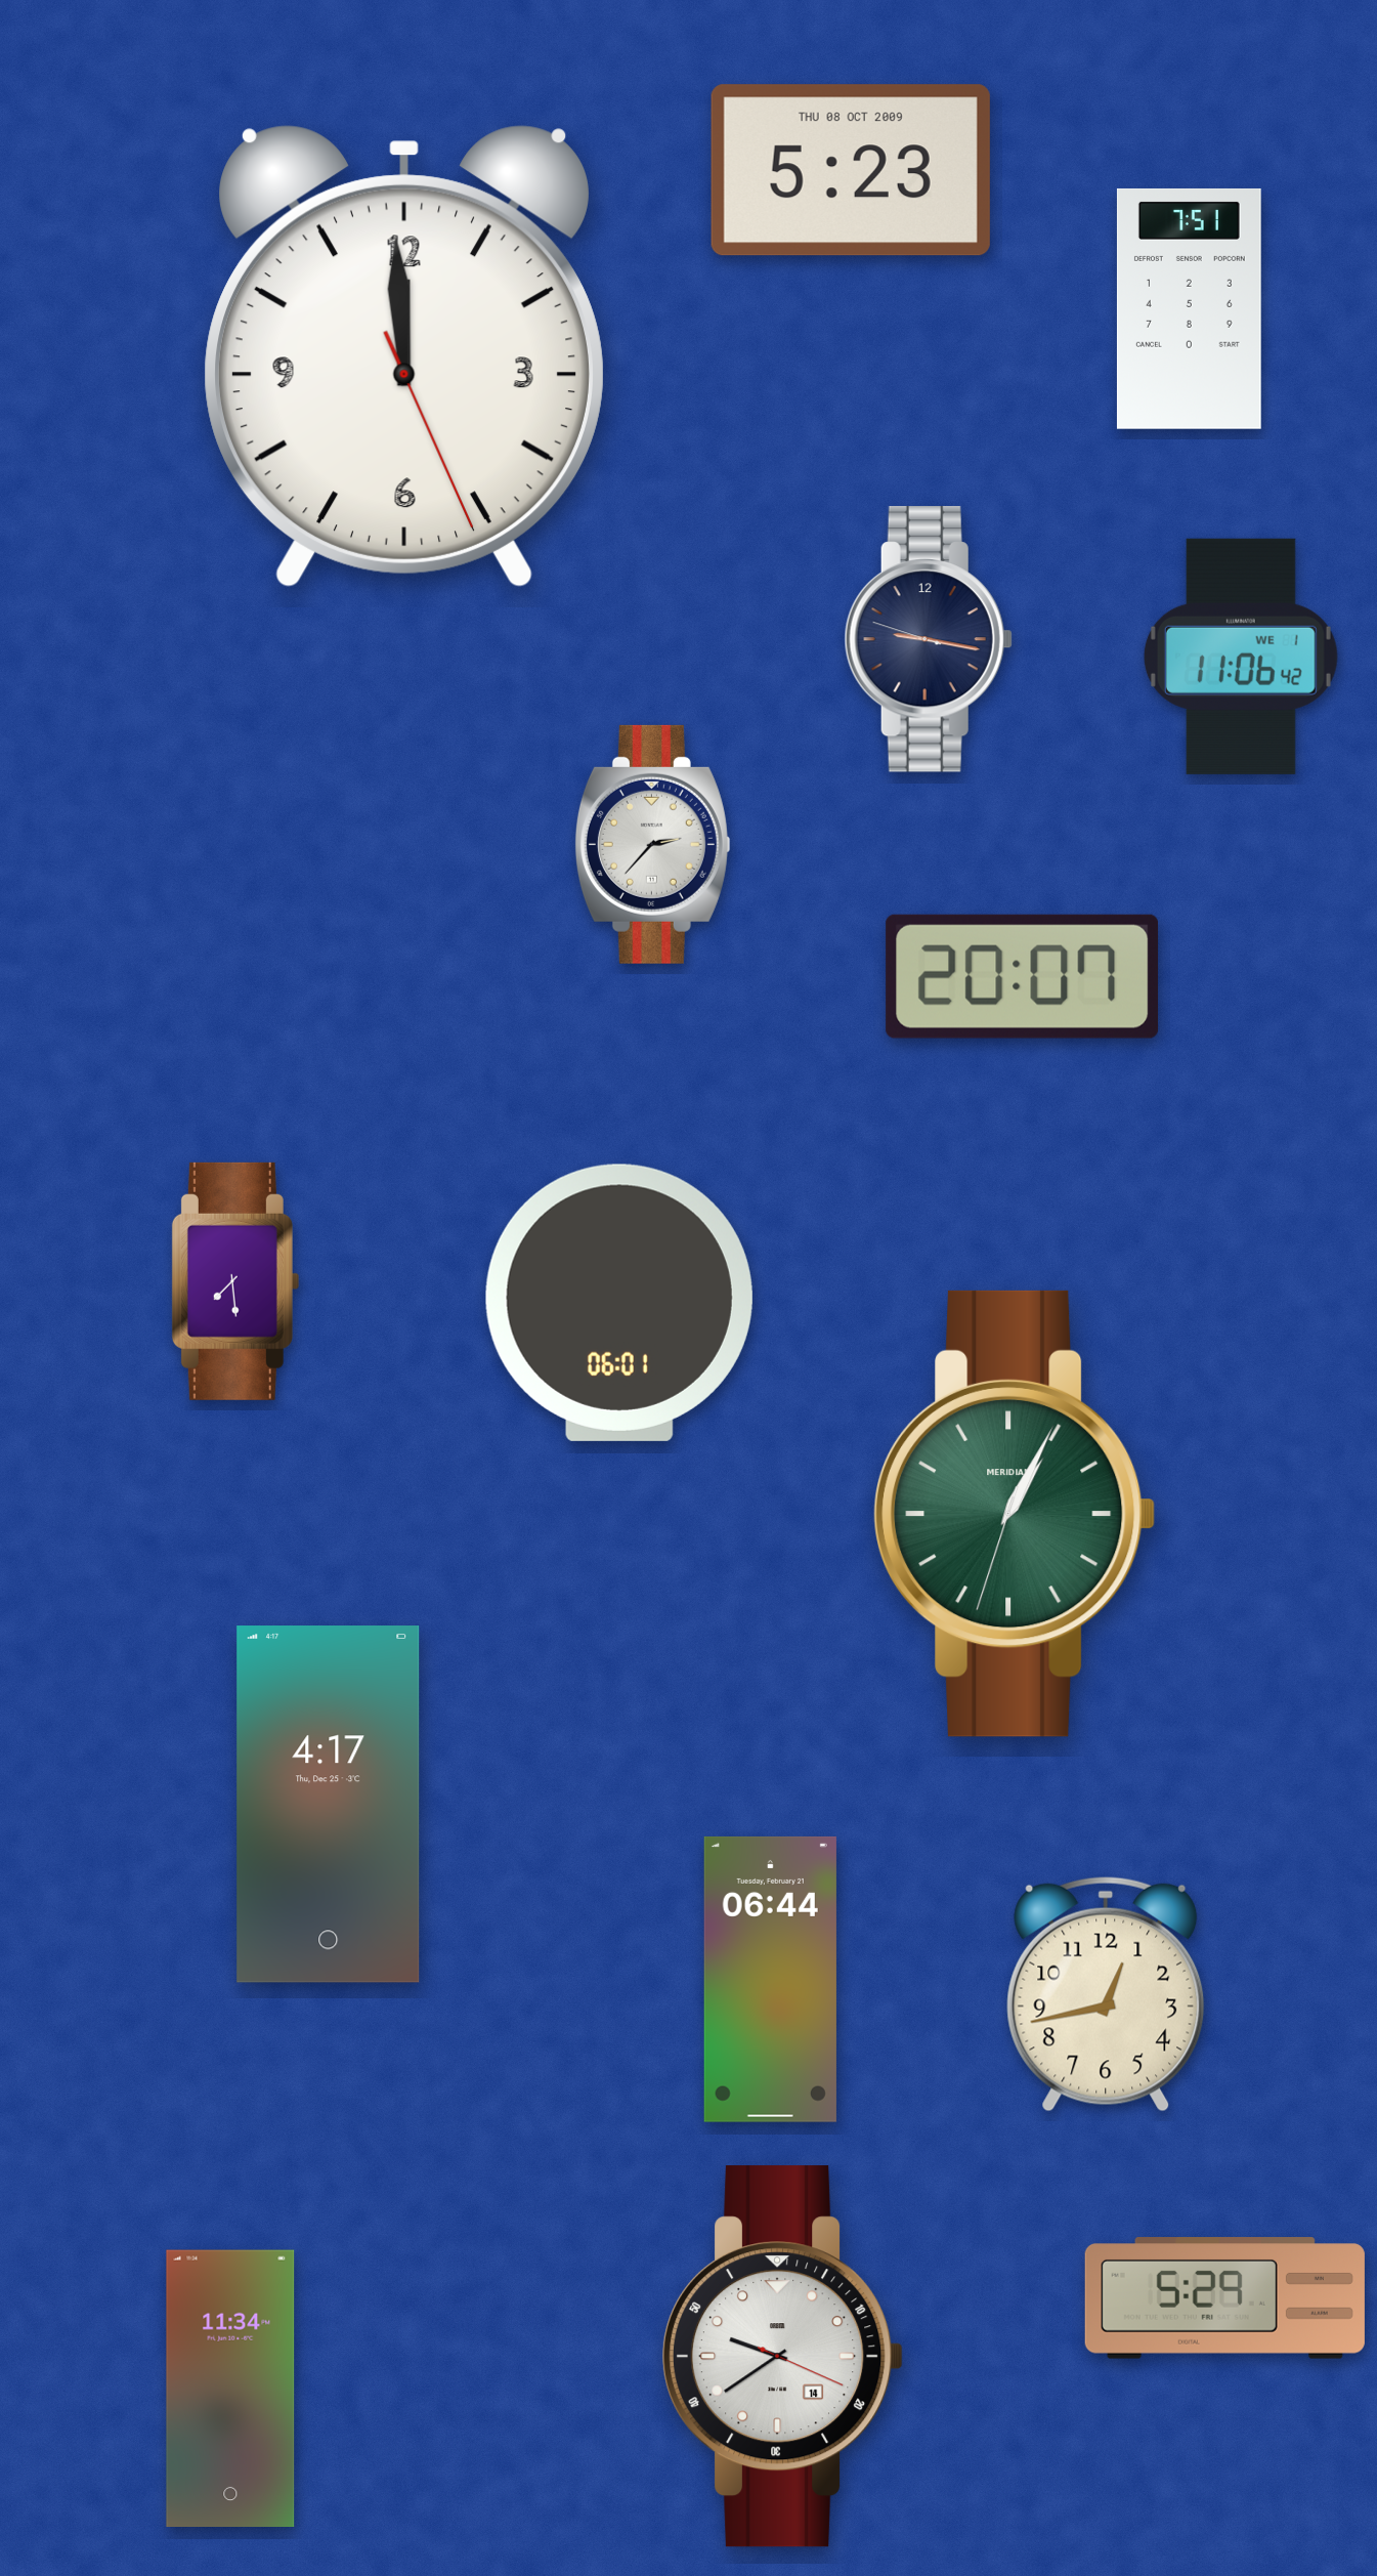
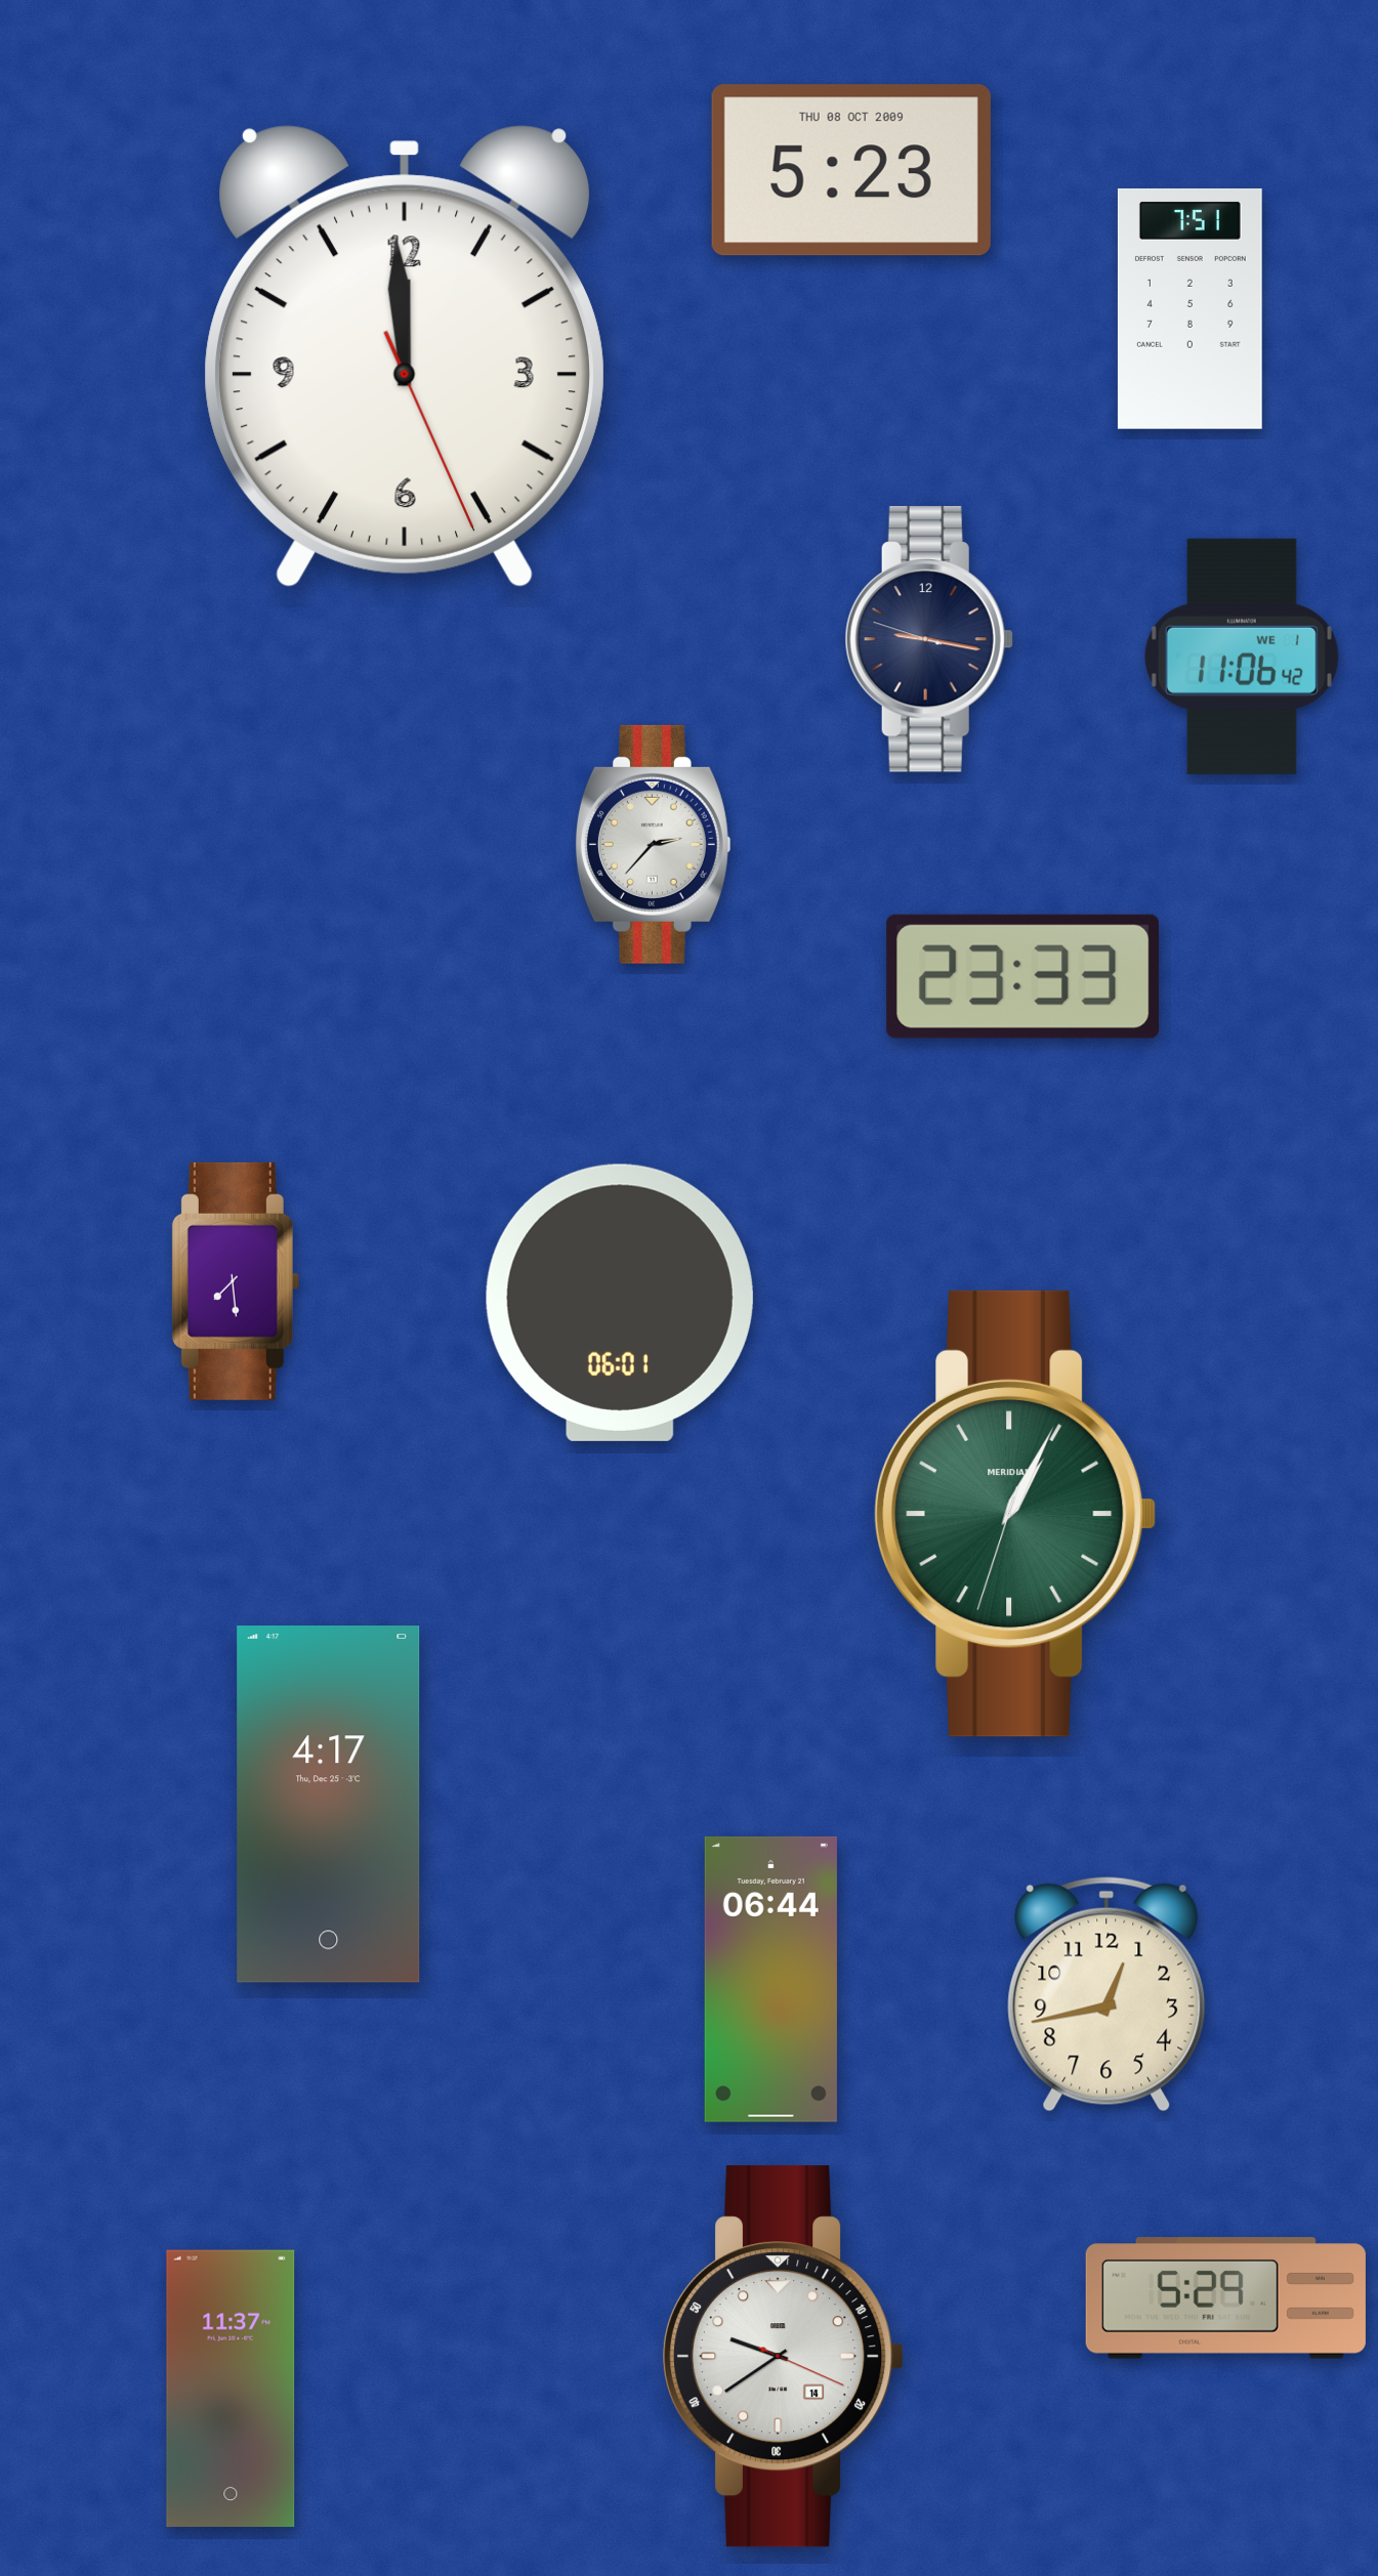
clock at (1023, 976): 20:07 -> 23:33
clock at (230, 2388): 11:34 -> 11:37
